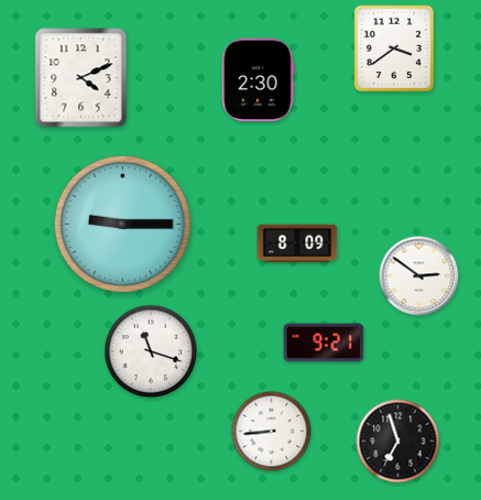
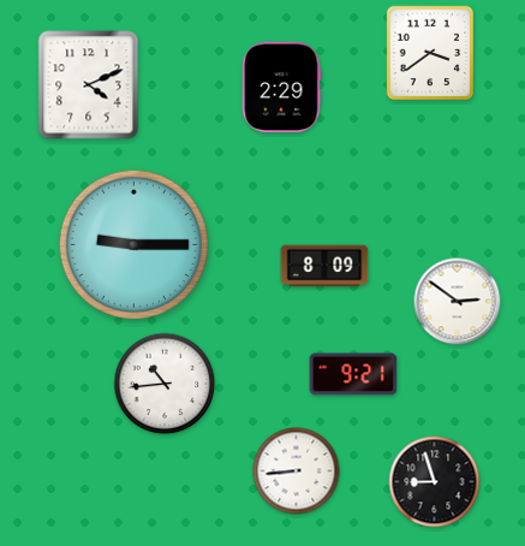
clock at (259, 79): 2:30 -> 2:29
clock at (151, 351): 11:18 -> 10:44
clock at (398, 442): 6:57 -> 8:57
